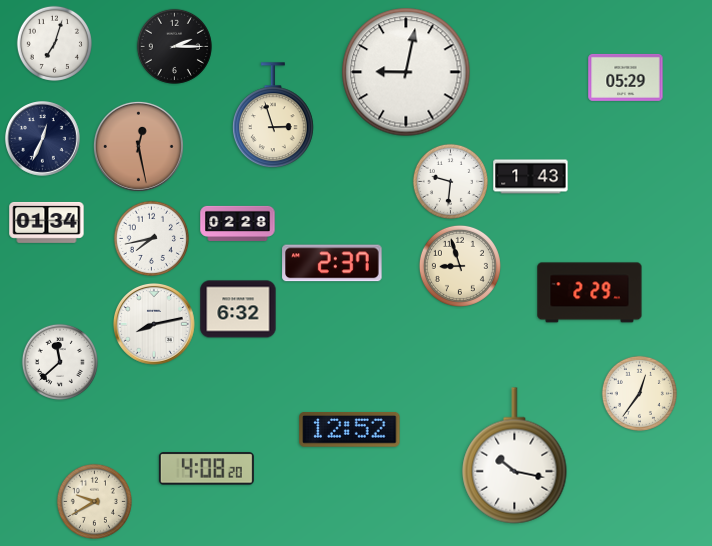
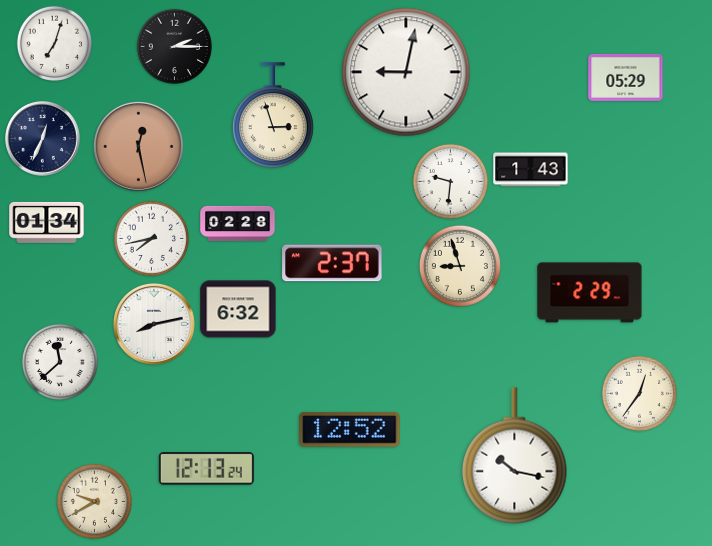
clock at (531, 177) position: (531, 177) -> (531, 170)
clock at (206, 469): 4:08 -> 12:13
